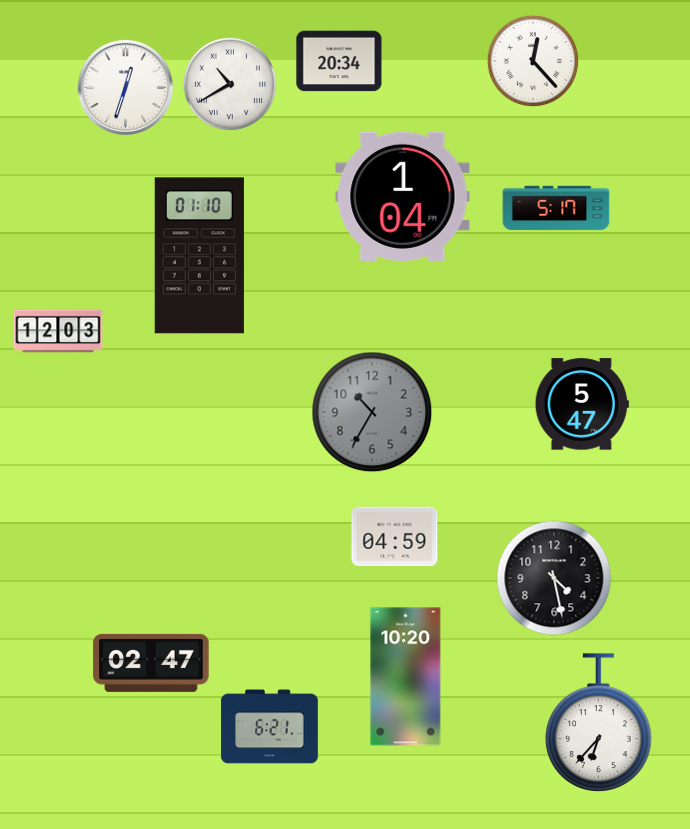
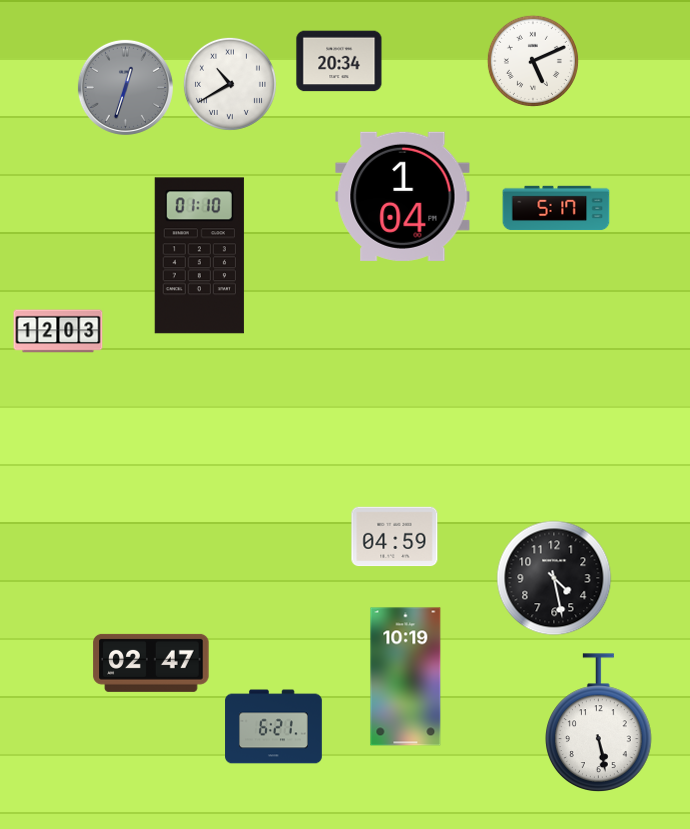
clock at (533, 61): 12:23 -> 5:11
clock at (125, 87) dial: white -> grey
clock at (582, 404): 5:47 -> none
clock at (372, 412): 10:35 -> none
clock at (406, 677): 10:20 -> 10:19
clock at (599, 723): 6:37 -> 5:28
clock at (270, 727) position: (270, 727) -> (274, 727)
